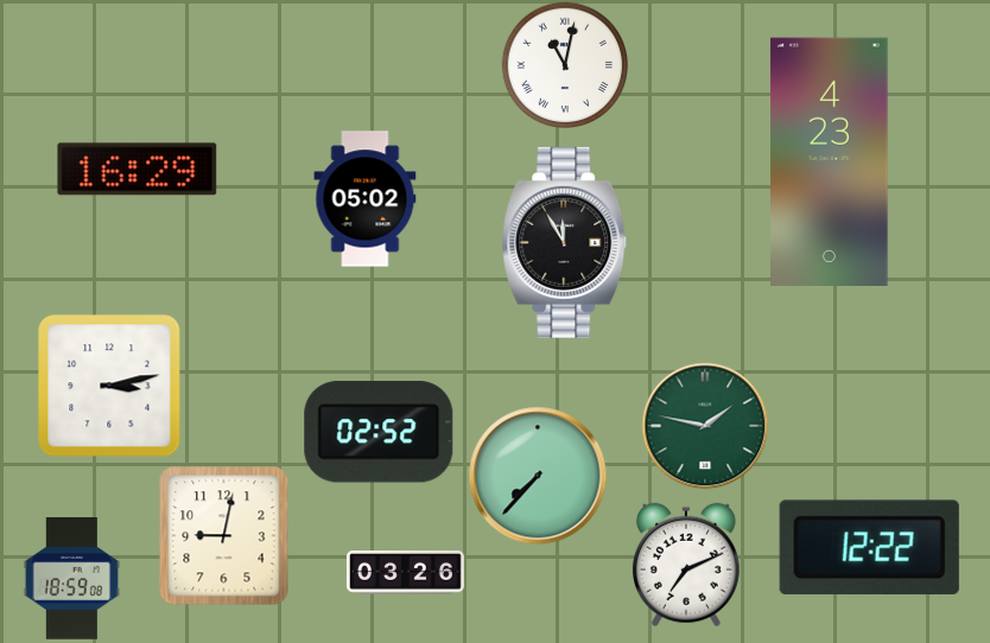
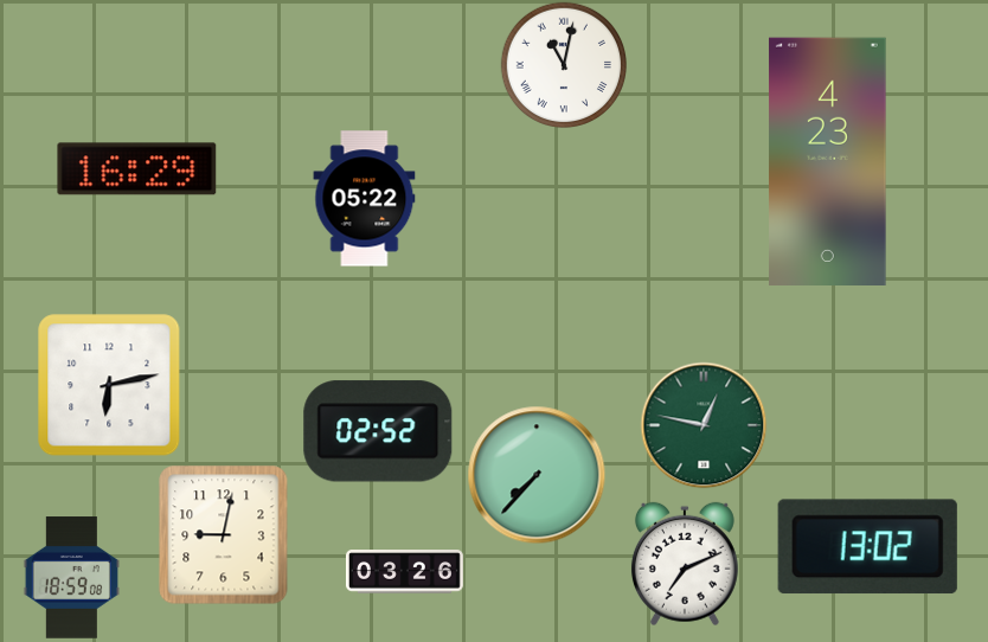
clock at (366, 199): 05:02 -> 05:22
clock at (565, 242): 11:55 -> none
clock at (109, 386): 3:13 -> 6:13
clock at (705, 426): 1:47 -> 12:47
clock at (869, 548): 12:22 -> 13:02
